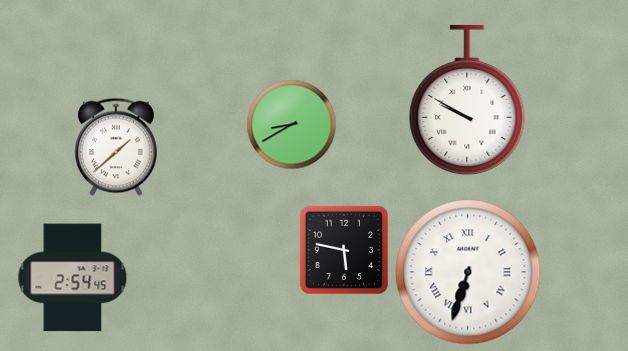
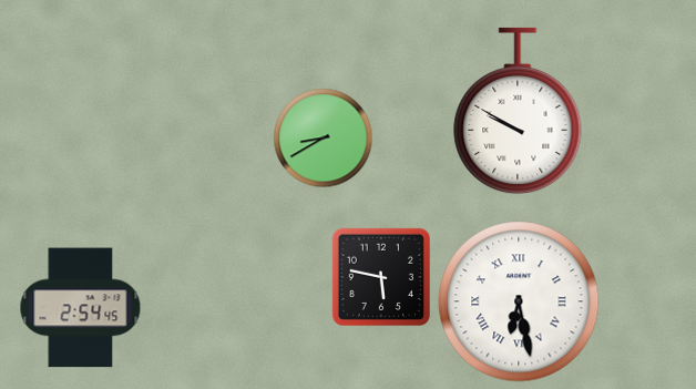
clock at (117, 147): 1:38 -> none
clock at (468, 272): 6:33 -> 6:28
